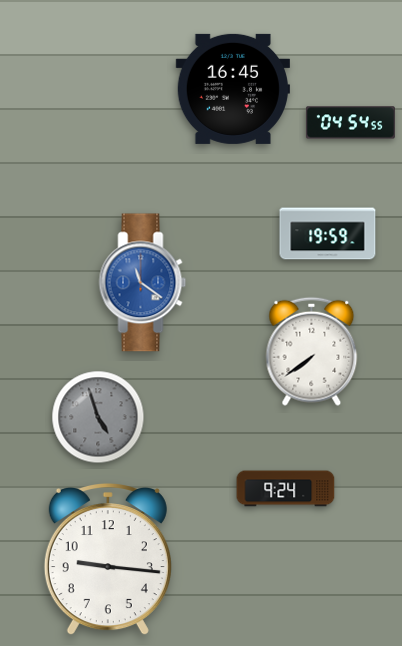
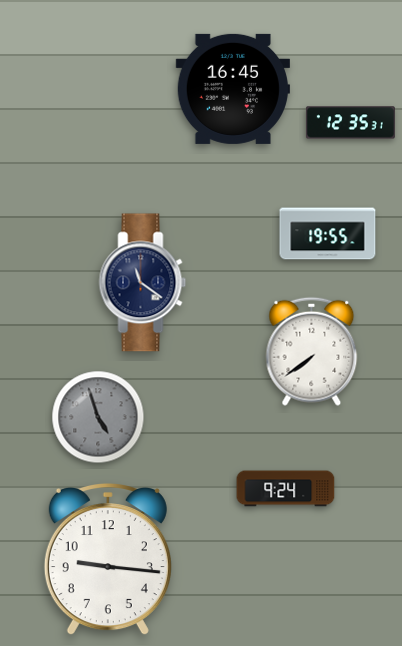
clock at (350, 123): 04:54 -> 12:35
clock at (328, 234): 19:59 -> 19:55
clock at (143, 283) dial: blue -> navy
